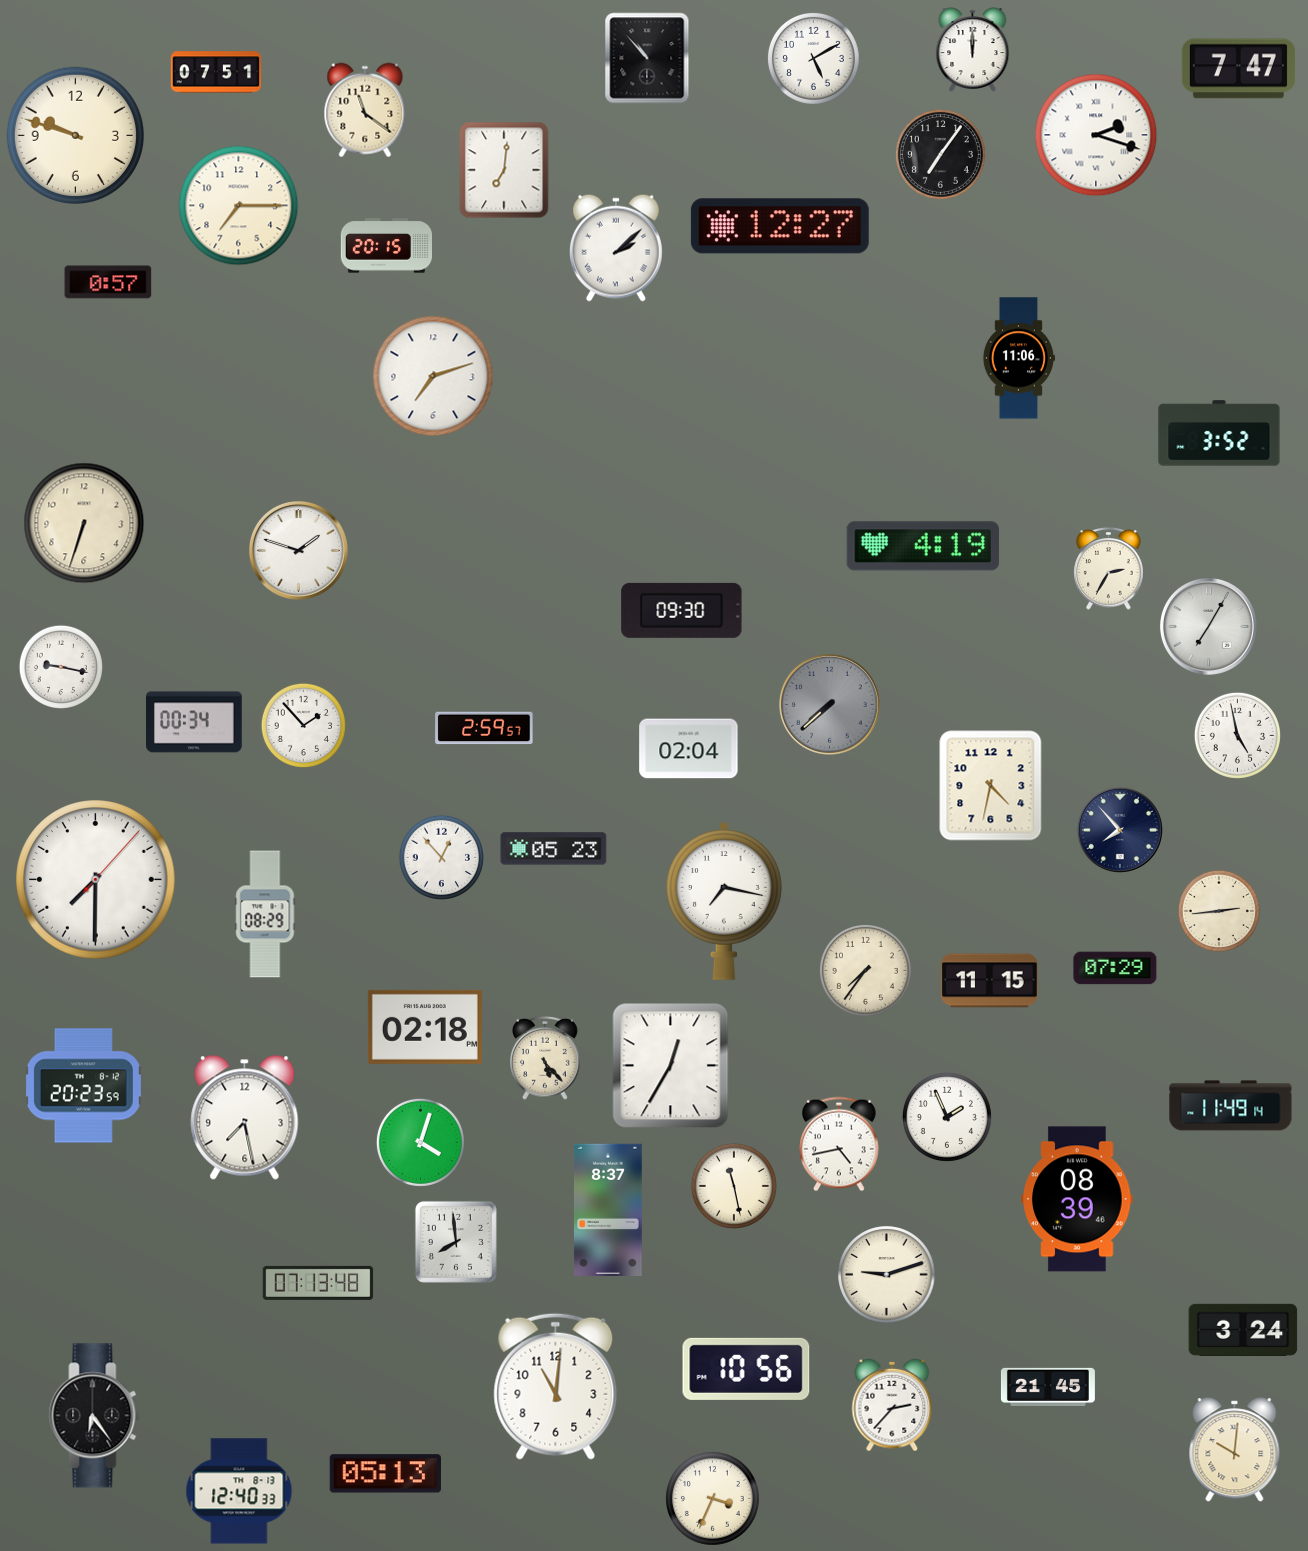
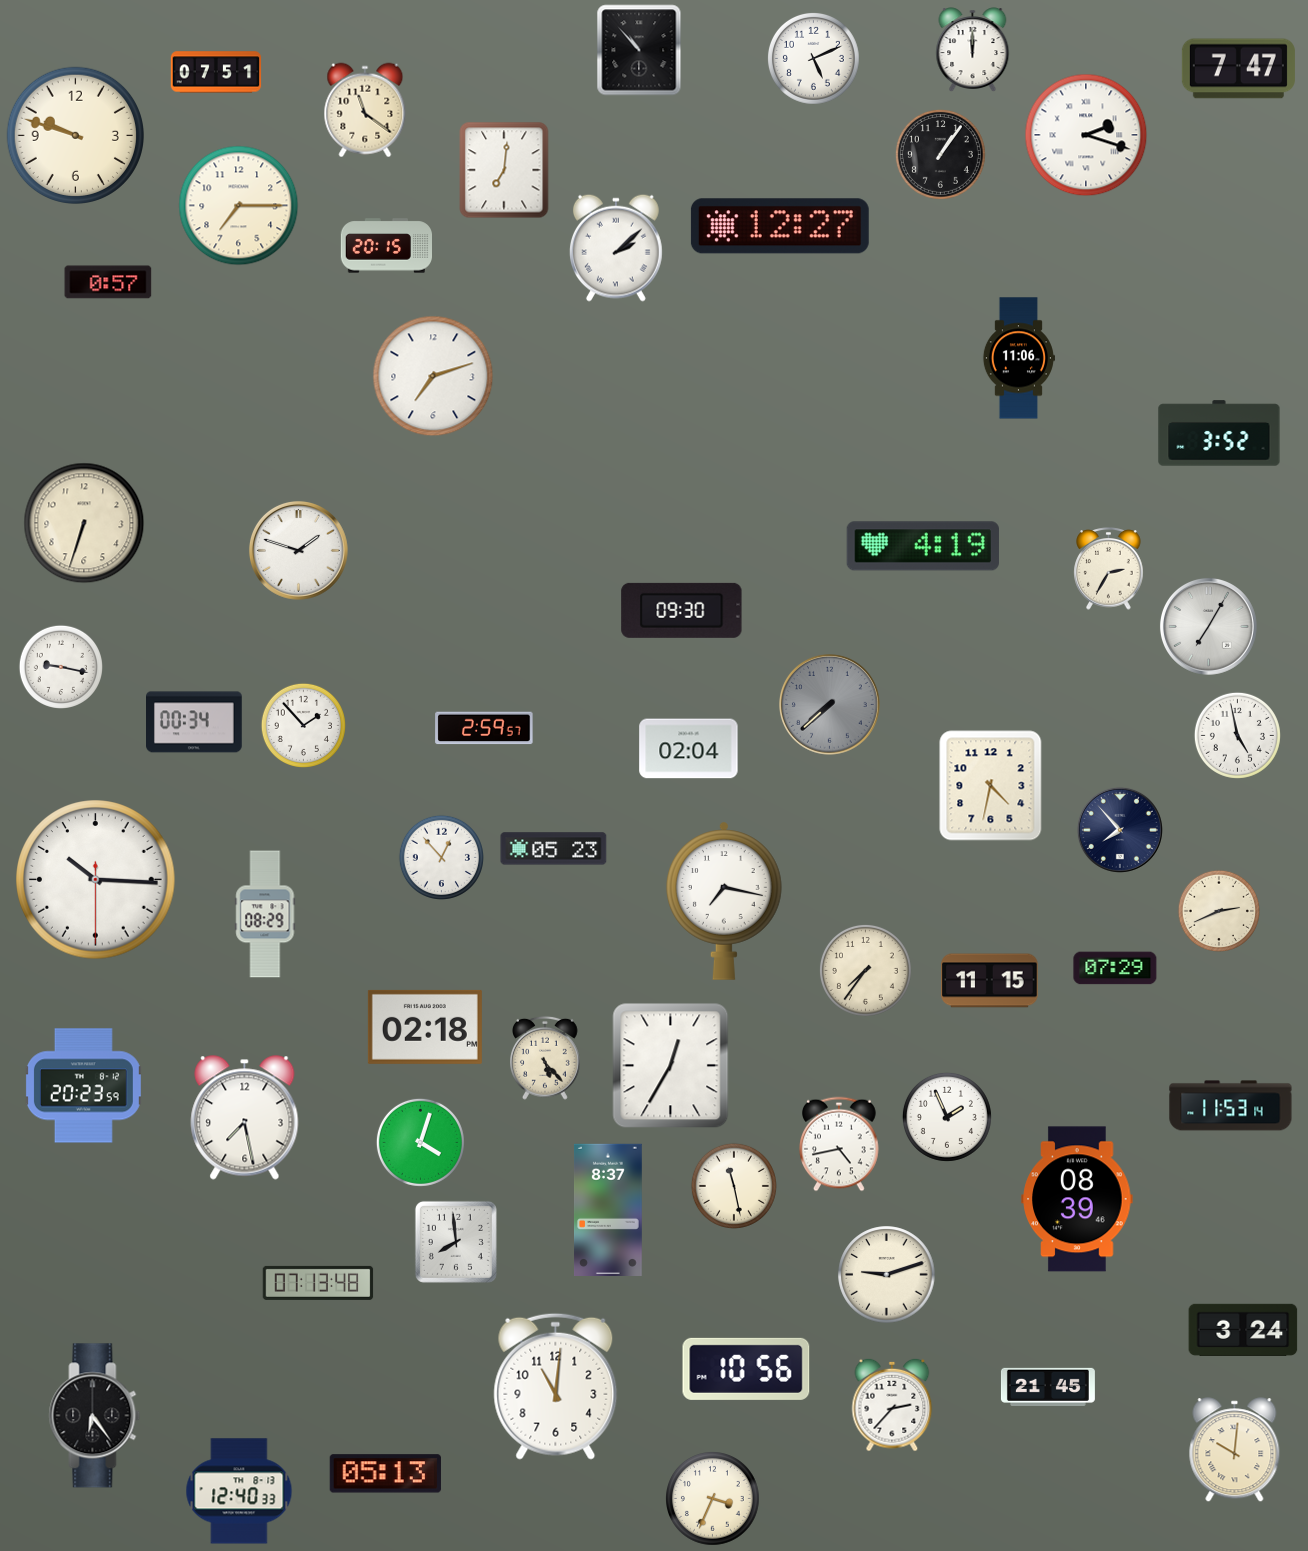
clock at (647, 58) position: (647, 58) -> (639, 50)
clock at (813, 58): 5:10 -> 5:11
clock at (1096, 135) position: (1096, 135) -> (1086, 135)
clock at (940, 154): 7:06 -> 1:06
clock at (96, 880): 7:30 -> 10:15
clock at (1219, 911): 2:44 -> 2:41
clock at (1231, 1106): 11:49 -> 11:53
